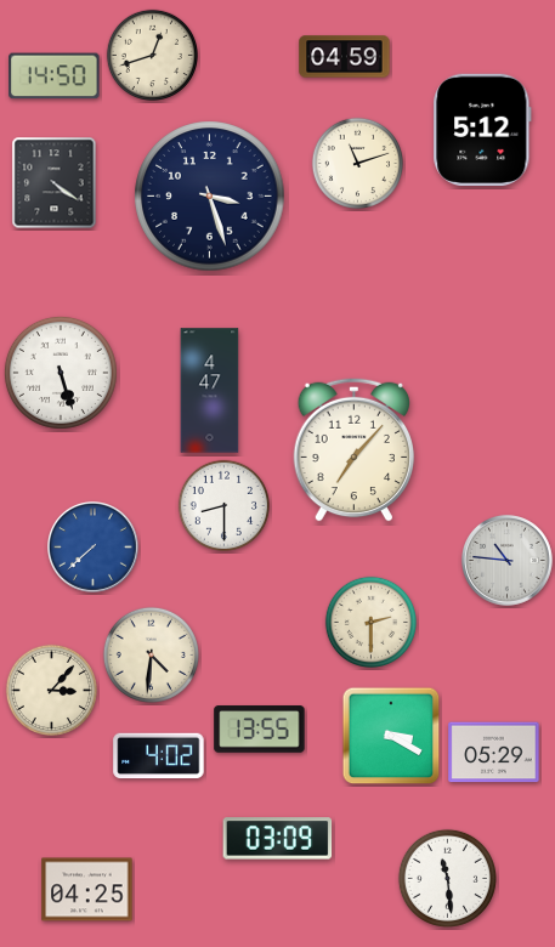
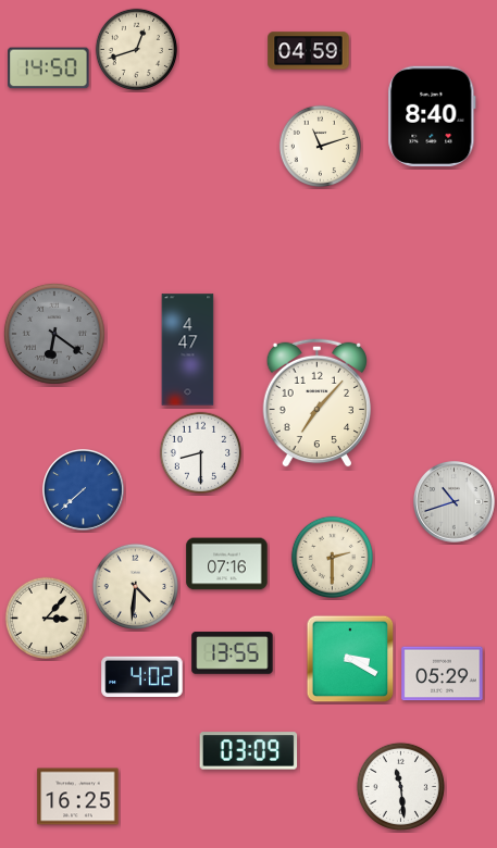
clock at (482, 129): 5:12 -> 8:40
clock at (55, 183): 4:21 -> none
clock at (210, 197): 3:27 -> none
clock at (61, 373): 5:27 -> 6:21
clock at (61, 373) dial: white -> grey
clock at (508, 561): 10:46 -> 10:42
clock at (227, 564): none -> 07:16
clock at (87, 890): 04:25 -> 16:25
